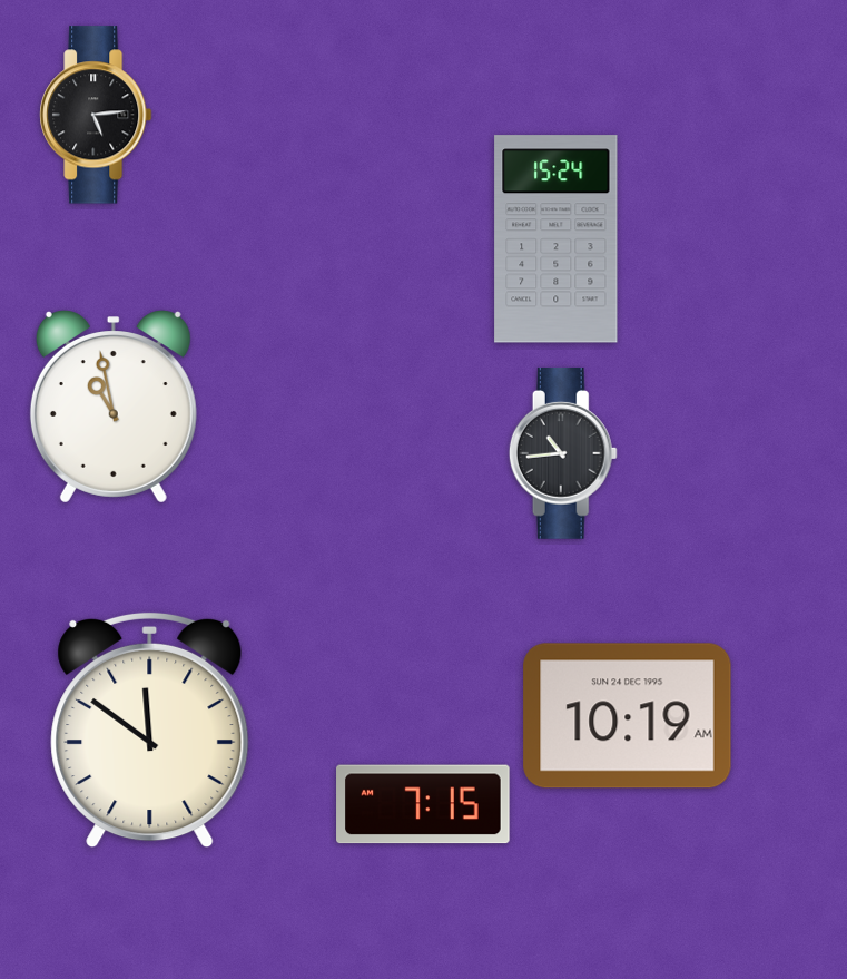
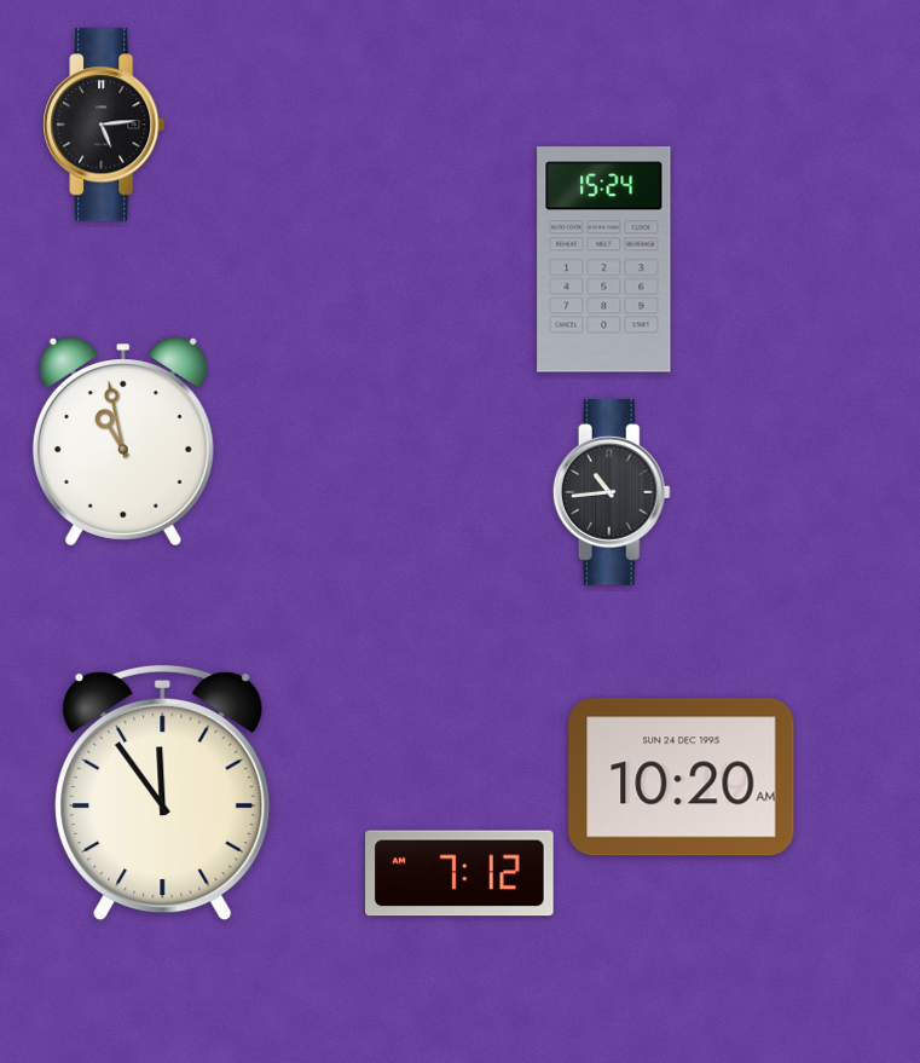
clock at (628, 716): 10:19 -> 10:20
clock at (150, 731): 11:51 -> 11:54
clock at (423, 804): 7:15 -> 7:12
